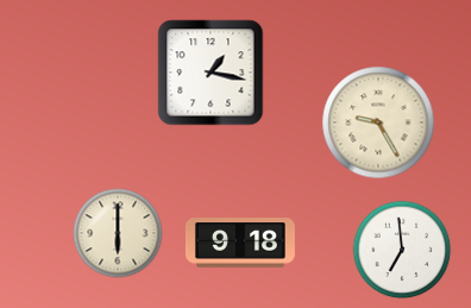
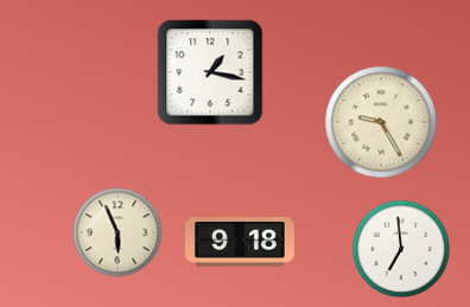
clock at (378, 122) position: (378, 122) -> (381, 122)
clock at (118, 233): 6:00 -> 5:56
